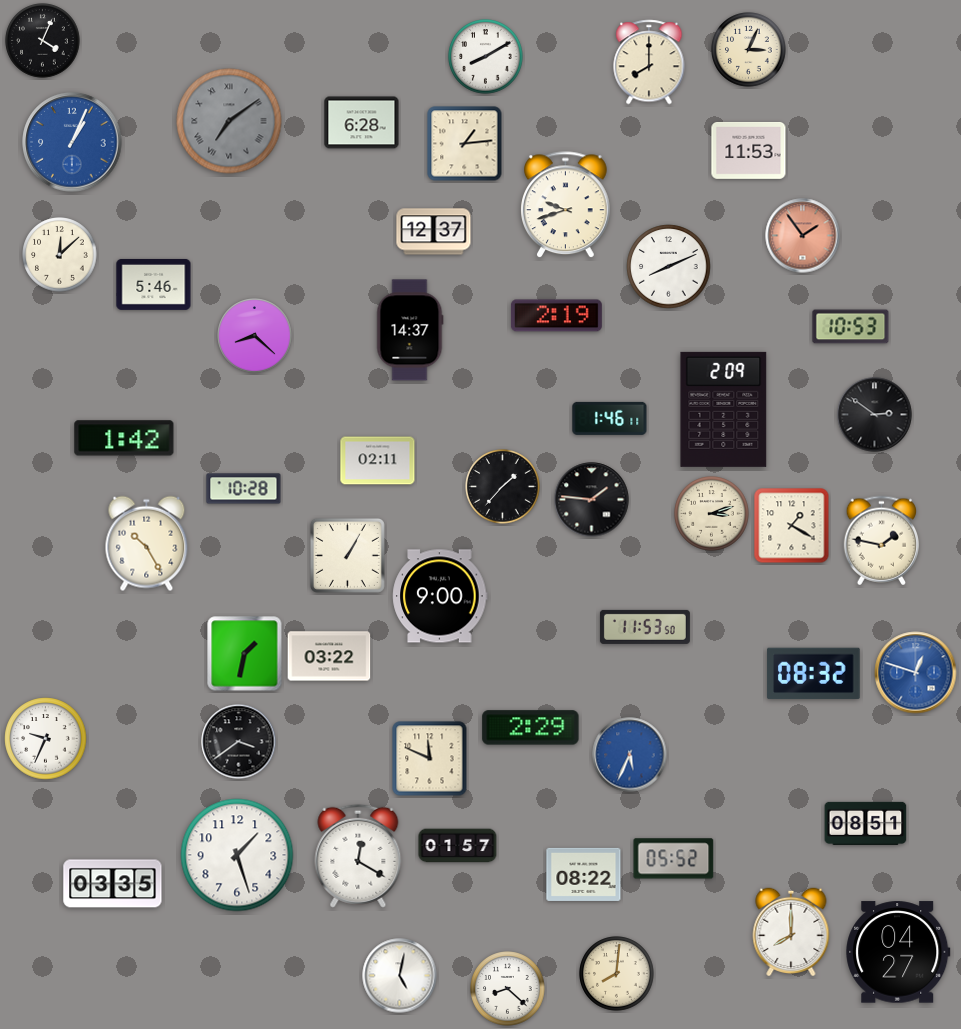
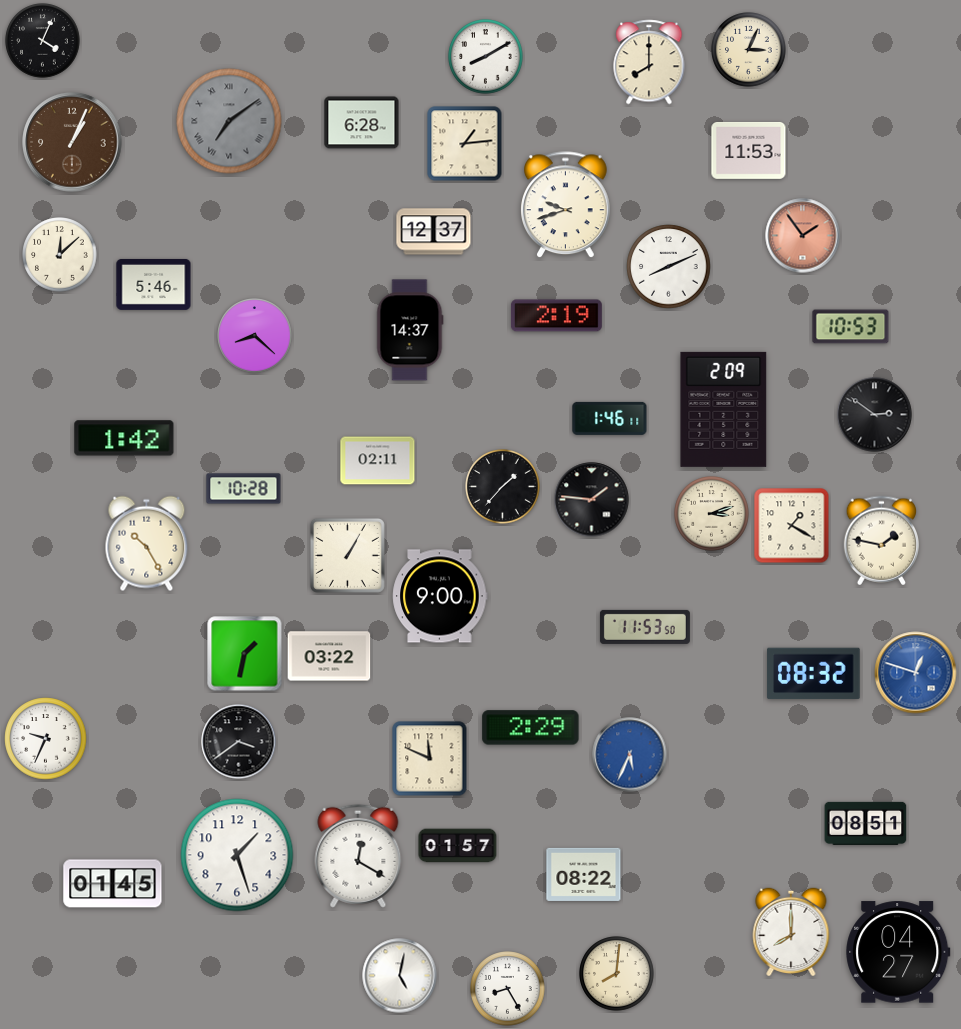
clock at (72, 142) dial: blue -> brown
clock at (674, 859): 05:52 -> none
clock at (113, 884): 03:35 -> 01:45
clock at (508, 989): 8:22 -> 8:25
